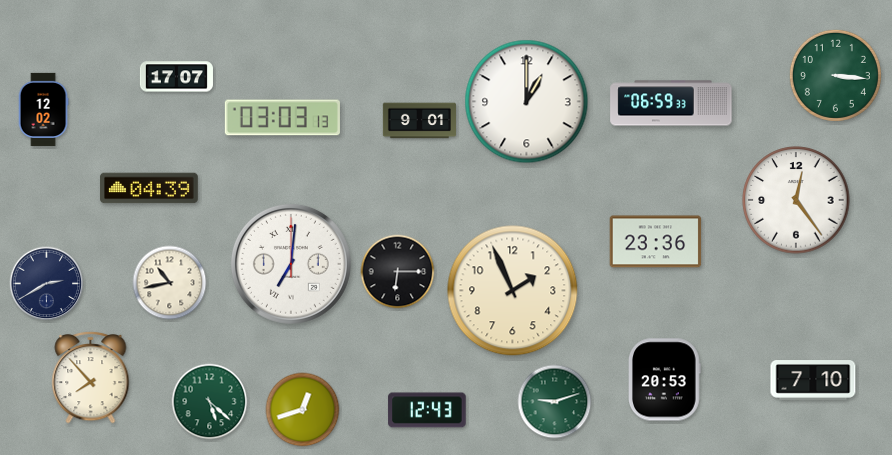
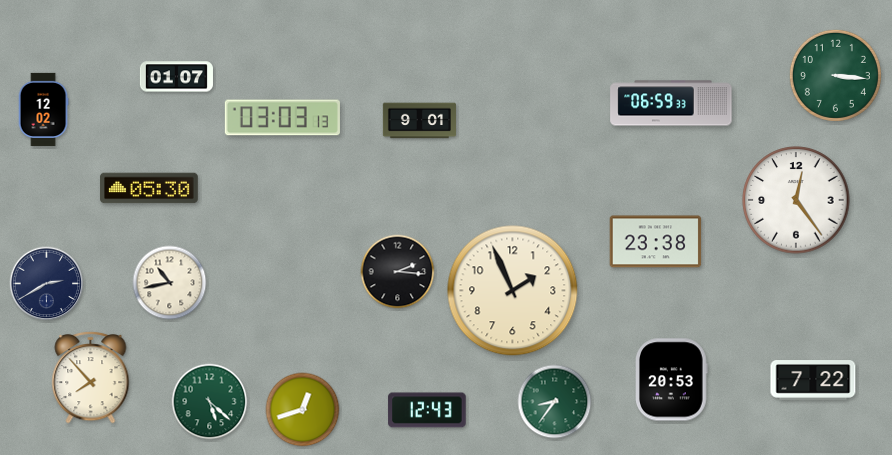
clock at (176, 77): 17:07 -> 01:07
clock at (527, 102): 1:00 -> none
clock at (149, 188): 04:39 -> 05:30
clock at (656, 242): 23:36 -> 23:38
clock at (291, 264): 7:01 -> none
clock at (398, 272): 6:15 -> 2:16
clock at (665, 380) position: (665, 380) -> (672, 380)
clock at (813, 380): 7:10 -> 7:22
clock at (555, 402): 9:12 -> 8:36
